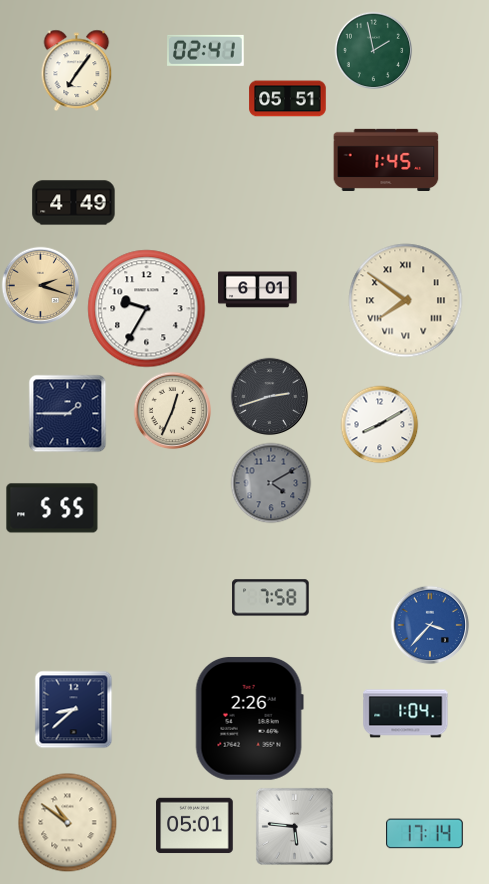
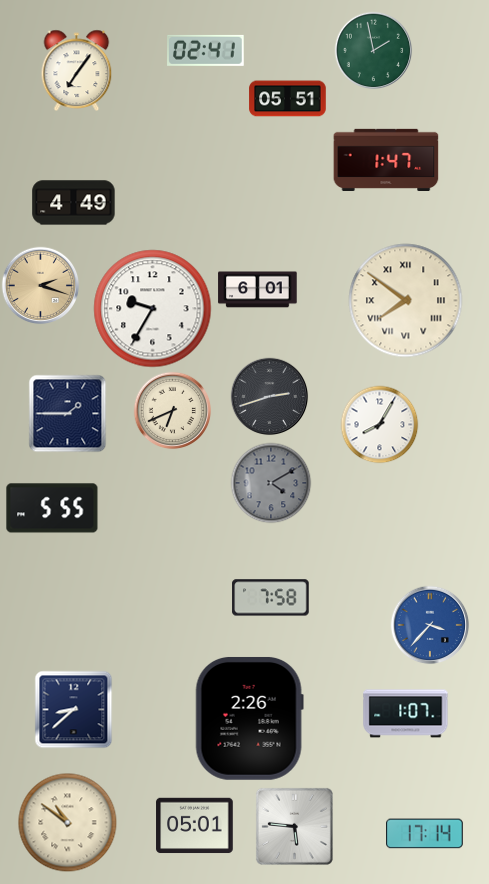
clock at (386, 159): 1:45 -> 1:47
clock at (147, 309) position: (147, 309) -> (153, 309)
clock at (172, 410): 12:34 -> 6:41
clock at (379, 424): 8:10 -> 8:05
clock at (406, 714): 1:04 -> 1:07
